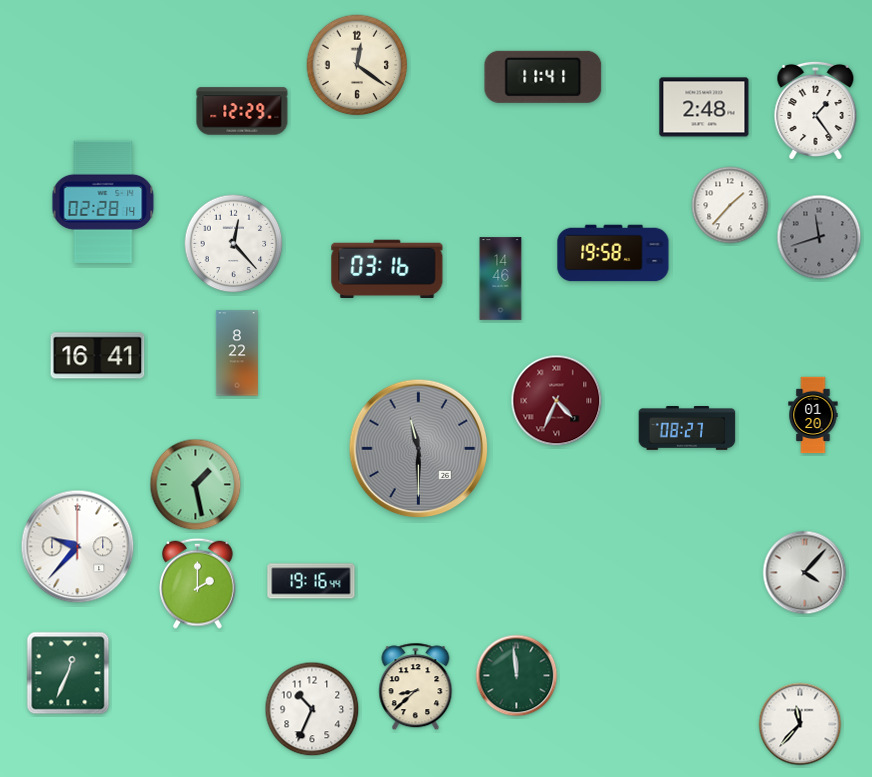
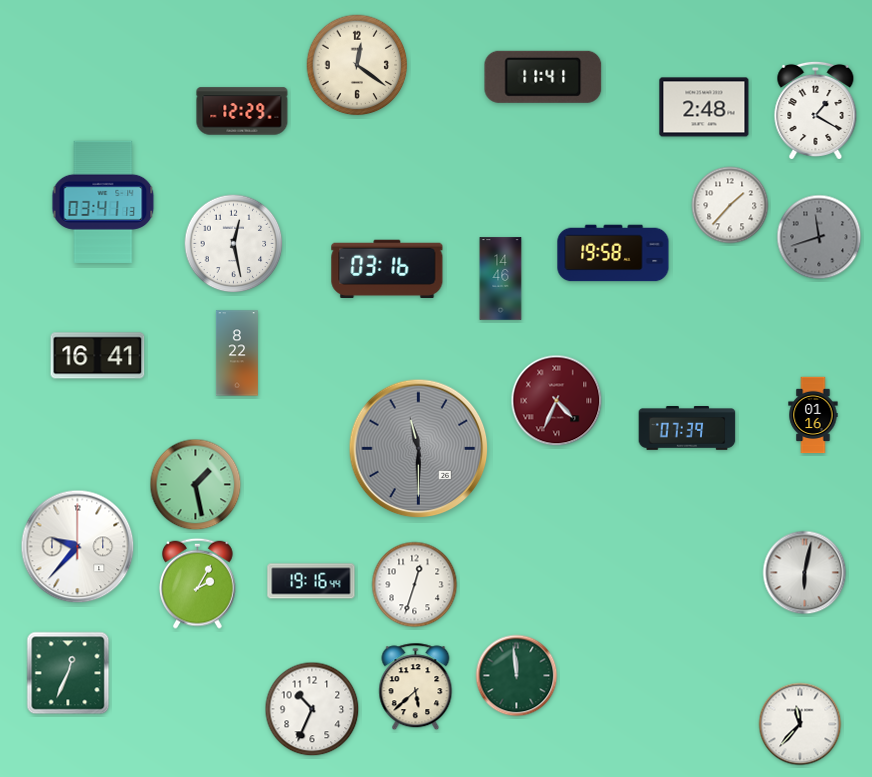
clock at (816, 110): 1:24 -> 1:20
clock at (103, 202): 02:28 -> 03:41
clock at (234, 244): 12:23 -> 12:28
clock at (813, 415): 01:20 -> 01:16
clock at (687, 429): 08:27 -> 07:39
clock at (805, 573): 4:07 -> 6:02
clock at (198, 583): 2:00 -> 2:05
clock at (415, 585): none -> 12:33
clock at (416, 687): 8:38 -> 5:38
